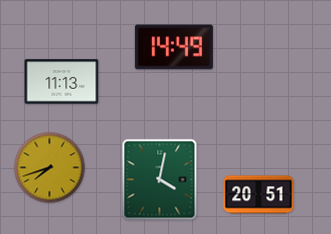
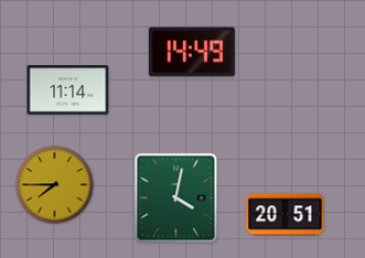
clock at (62, 82): 11:13 -> 11:14
clock at (50, 168): 7:42 -> 7:45
